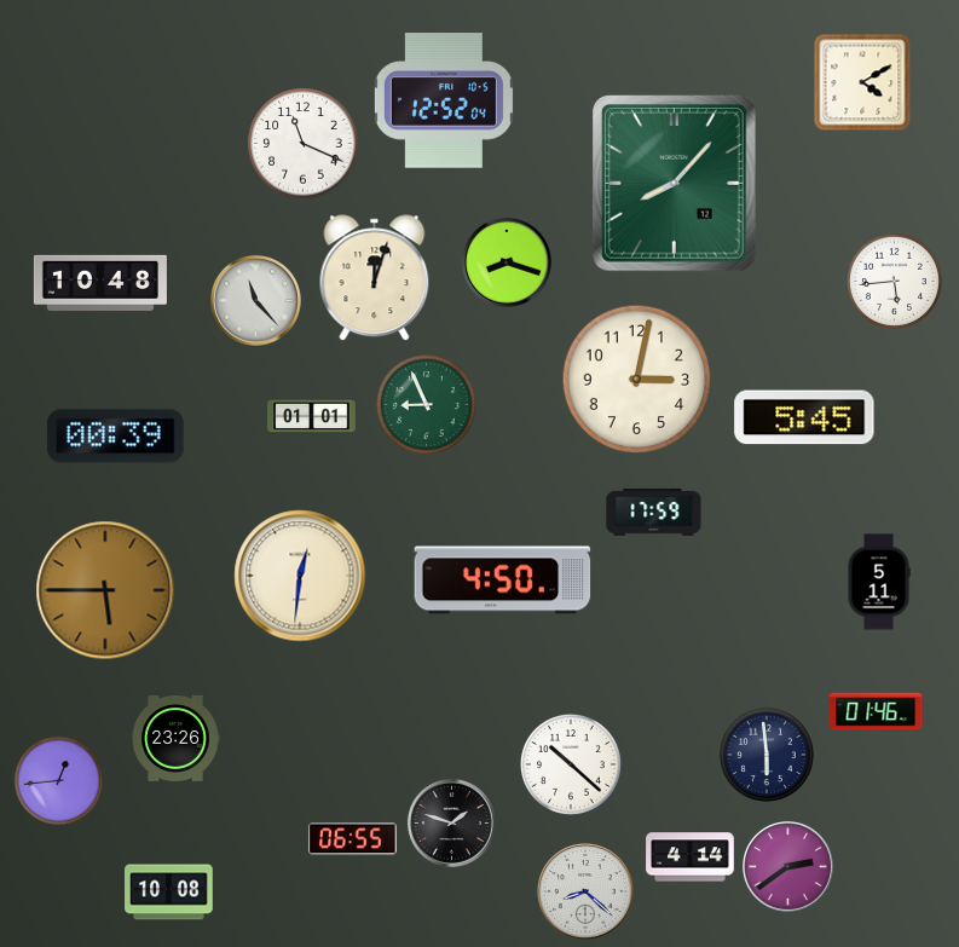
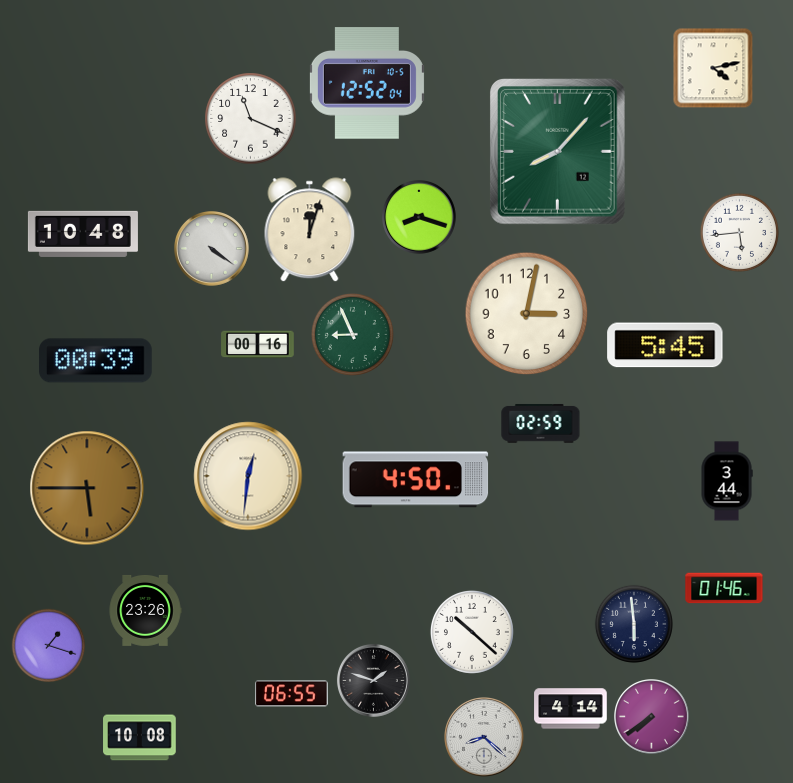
clock at (862, 82): 4:10 -> 4:13
clock at (256, 301): 11:23 -> 4:21
clock at (312, 417): 01:01 -> 00:16
clock at (654, 512): 17:59 -> 02:59
clock at (879, 582): 5:11 -> 3:44
clock at (59, 781): 12:44 -> 1:18
clock at (788, 867): 2:39 -> 7:39
